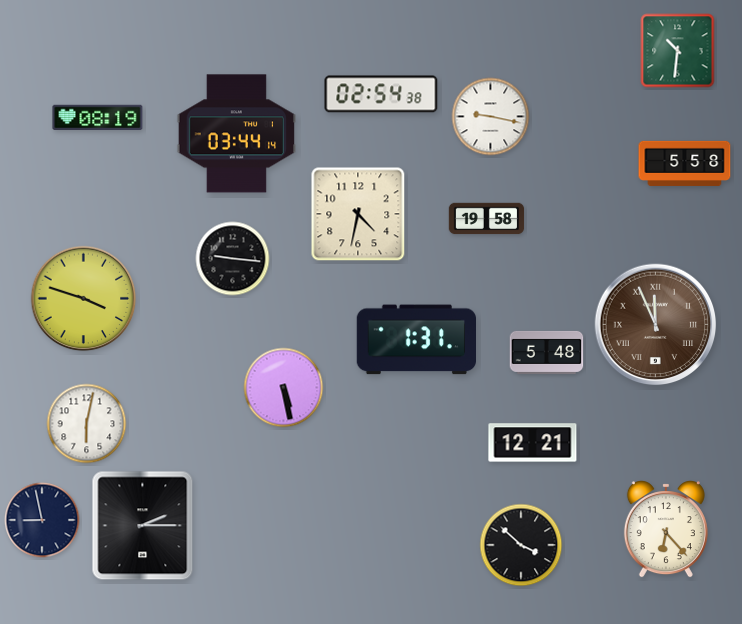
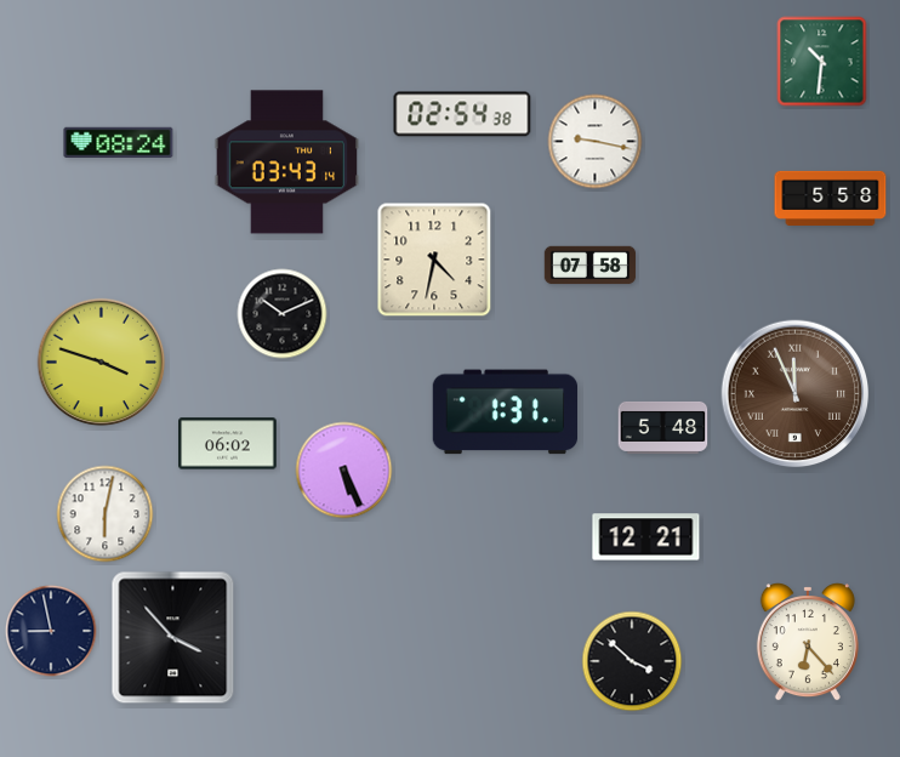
clock at (98, 118): 08:19 -> 08:24
clock at (236, 134): 03:44 -> 03:43
clock at (487, 219): 19:58 -> 07:58
clock at (233, 259): 9:16 -> 10:11
clock at (228, 444): none -> 06:02
clock at (284, 388): 5:28 -> 5:26
clock at (143, 526): 2:15 -> 3:53
